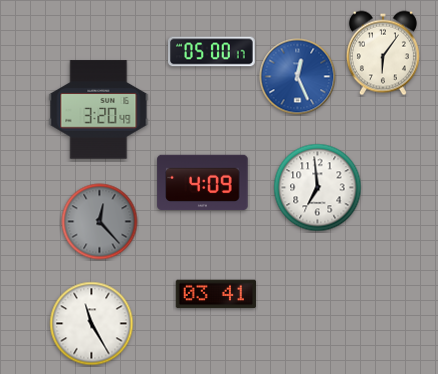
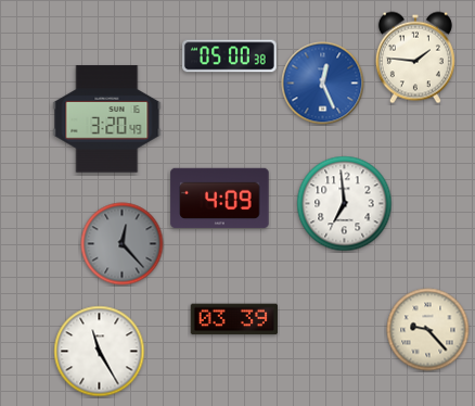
clock at (212, 52): 05:00:17 -> 05:00:38
clock at (383, 53): 6:06 -> 1:46
clock at (100, 222) position: (100, 222) -> (123, 244)
clock at (215, 294): 03:41 -> 03:39
clock at (428, 330): none -> 9:23
